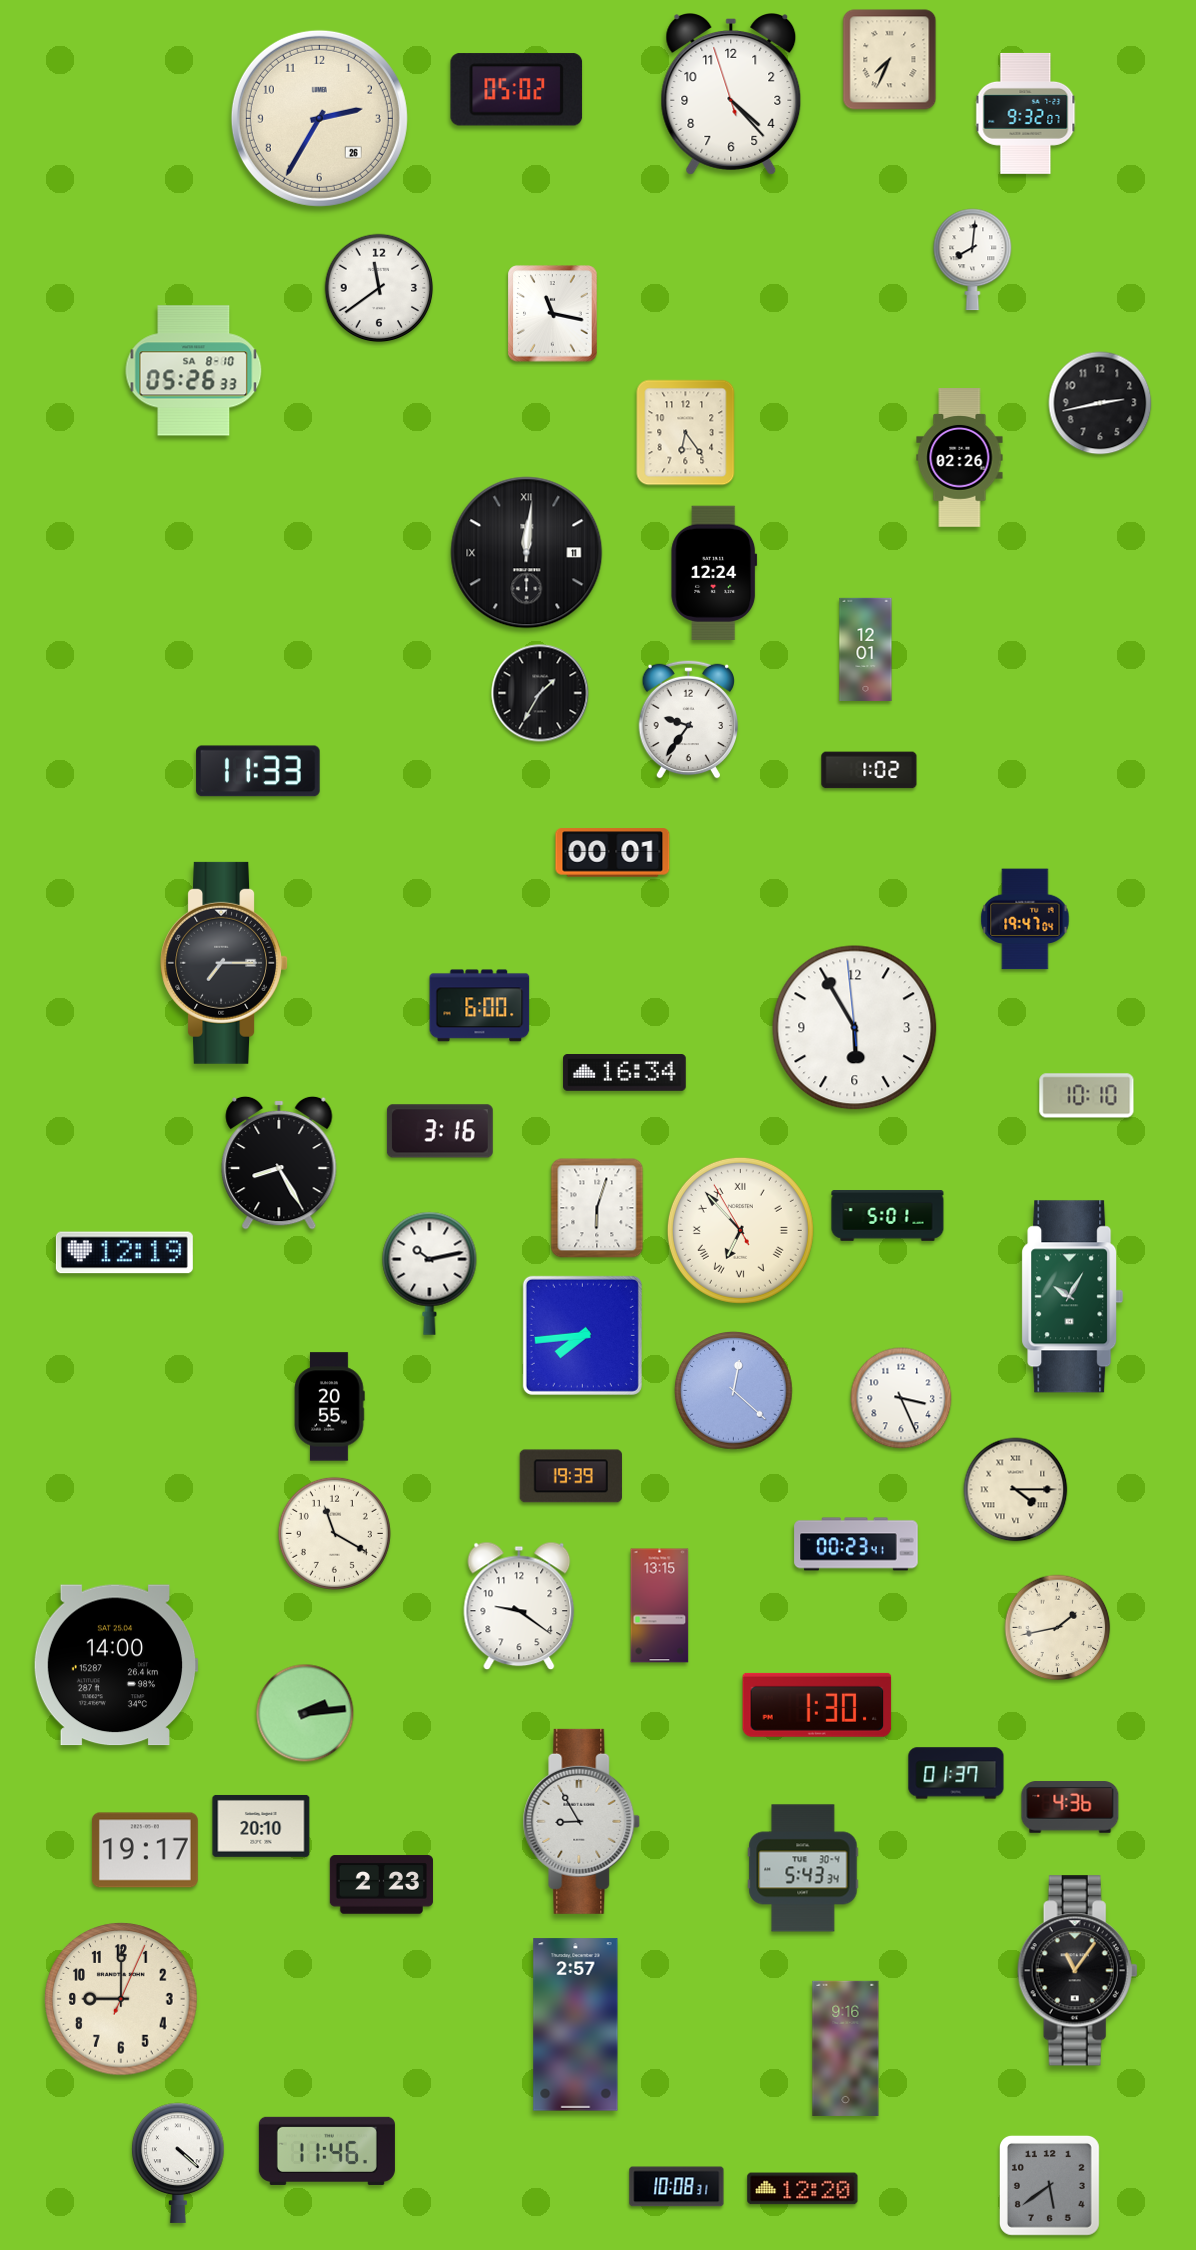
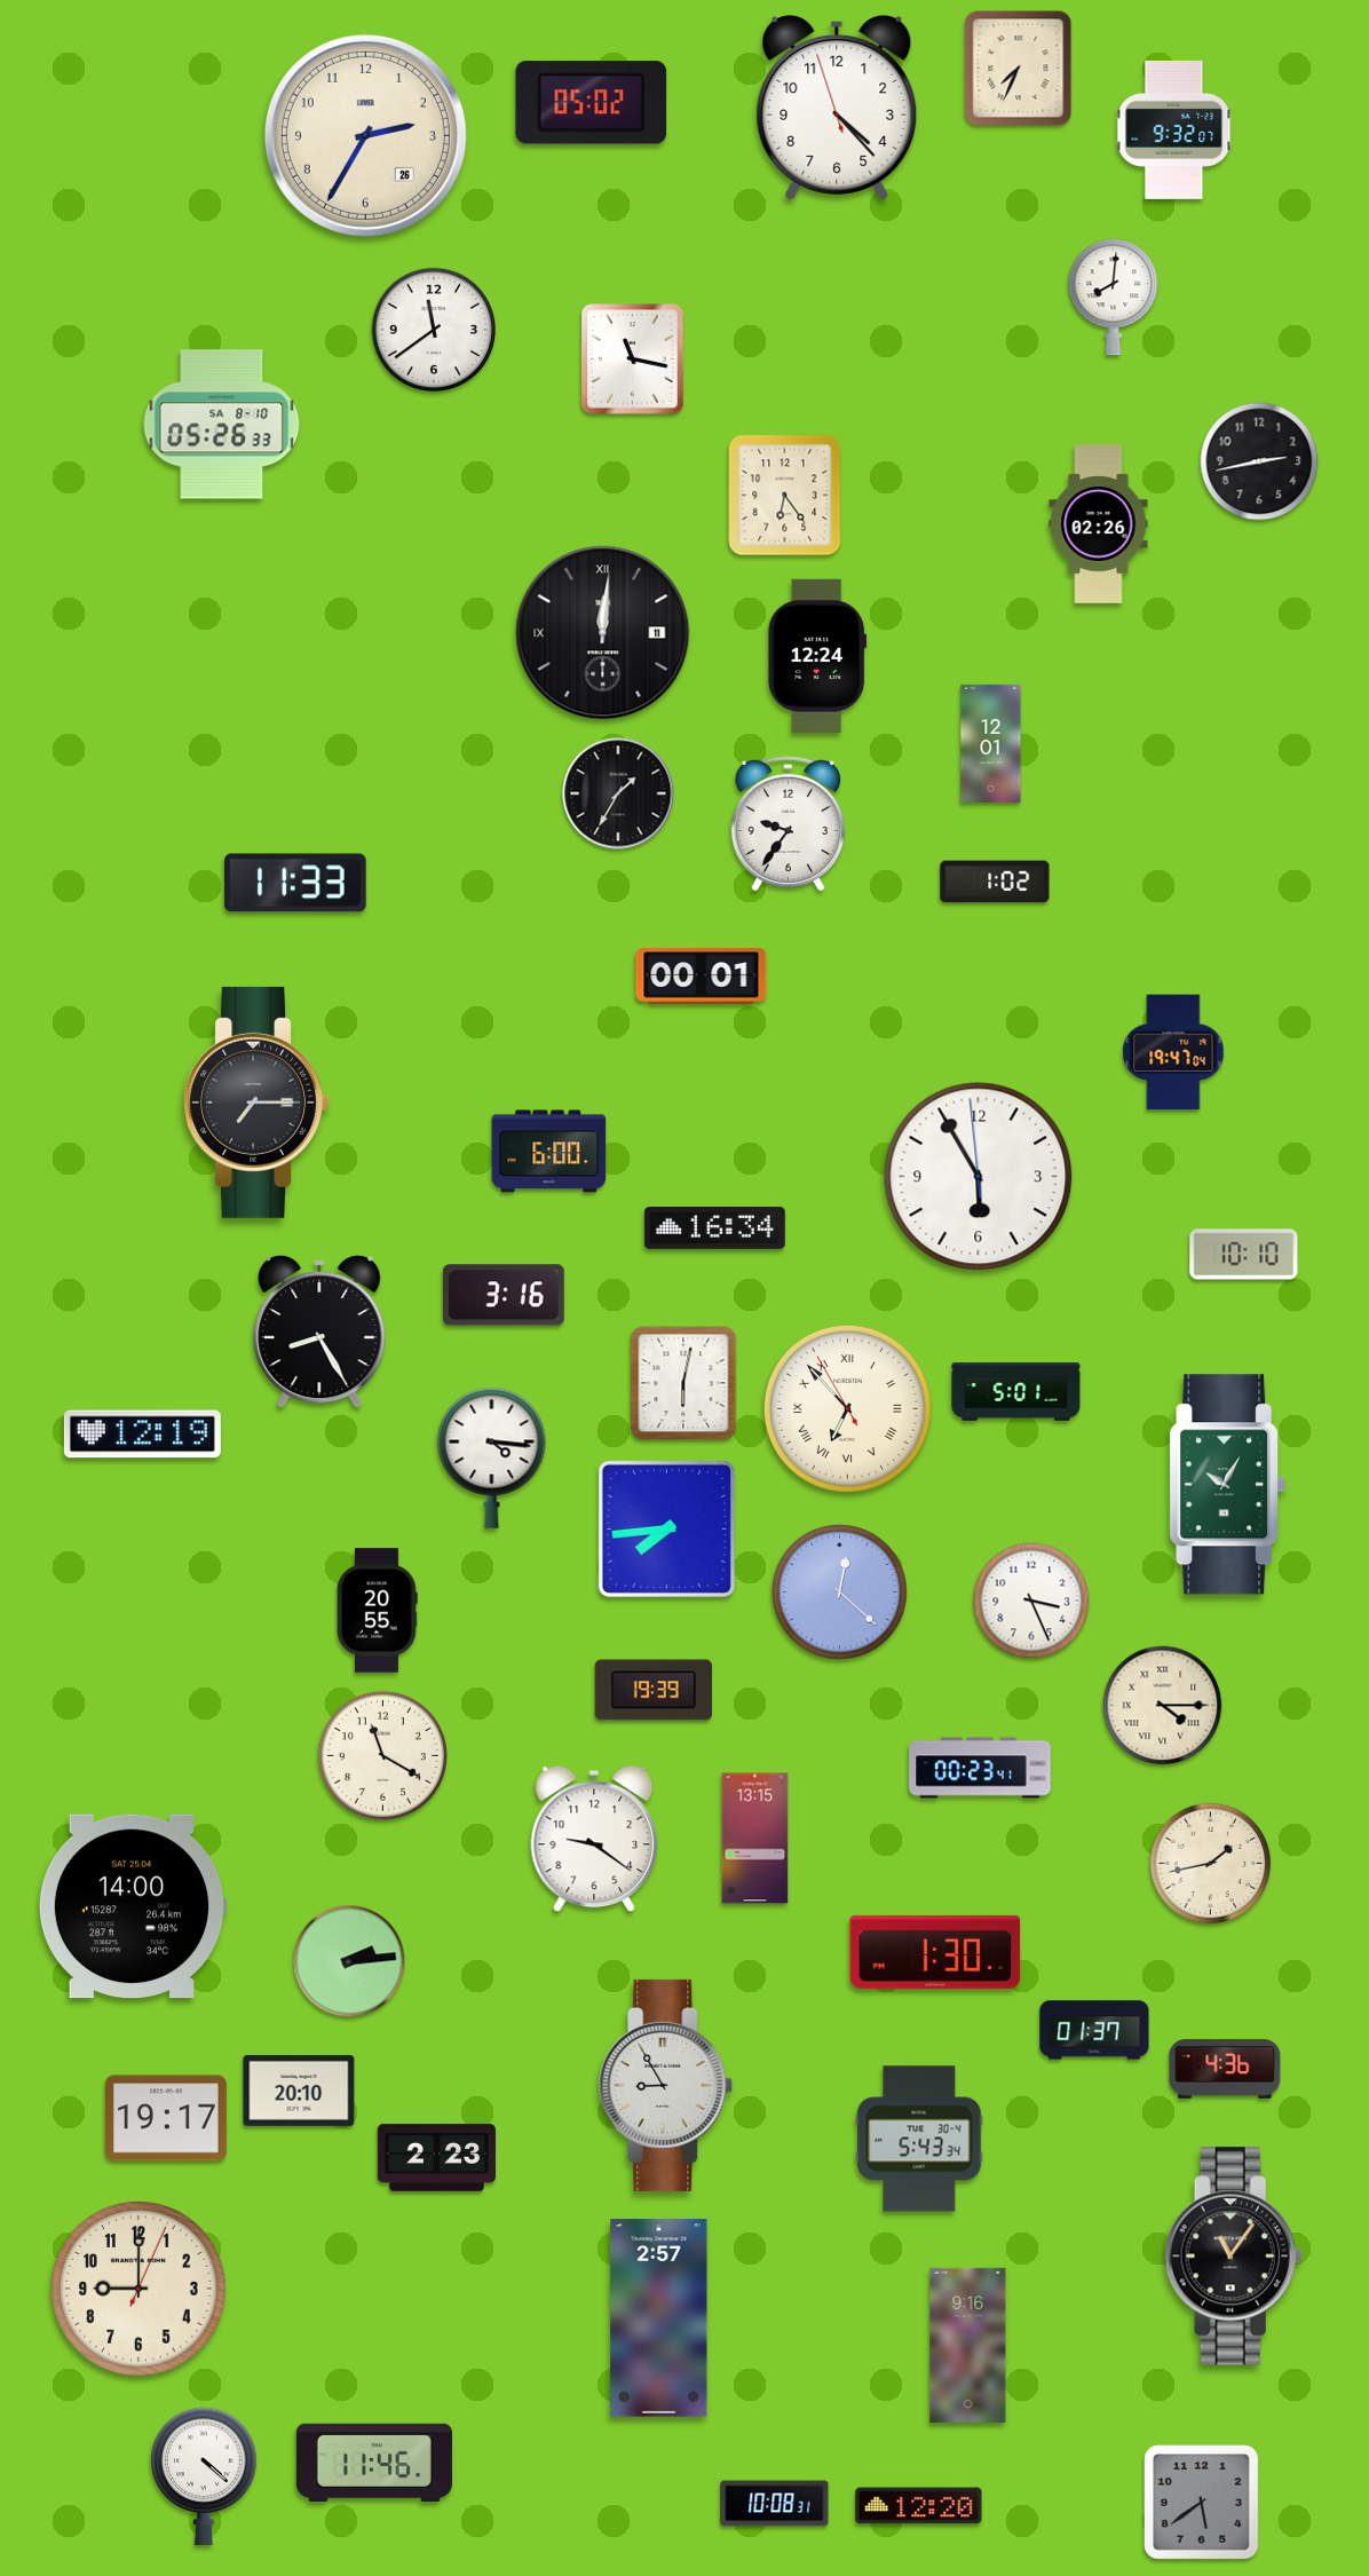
clock at (597, 1208): 6:03 -> 6:02
clock at (430, 1273): 10:13 -> 4:16
